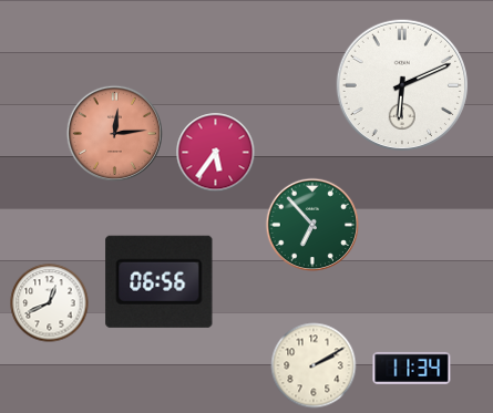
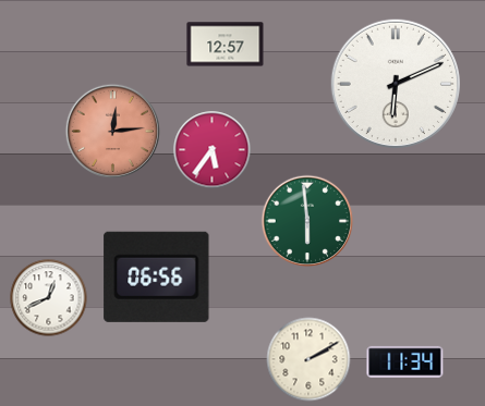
clock at (226, 45): none -> 12:57
clock at (312, 225): 6:53 -> 5:59
